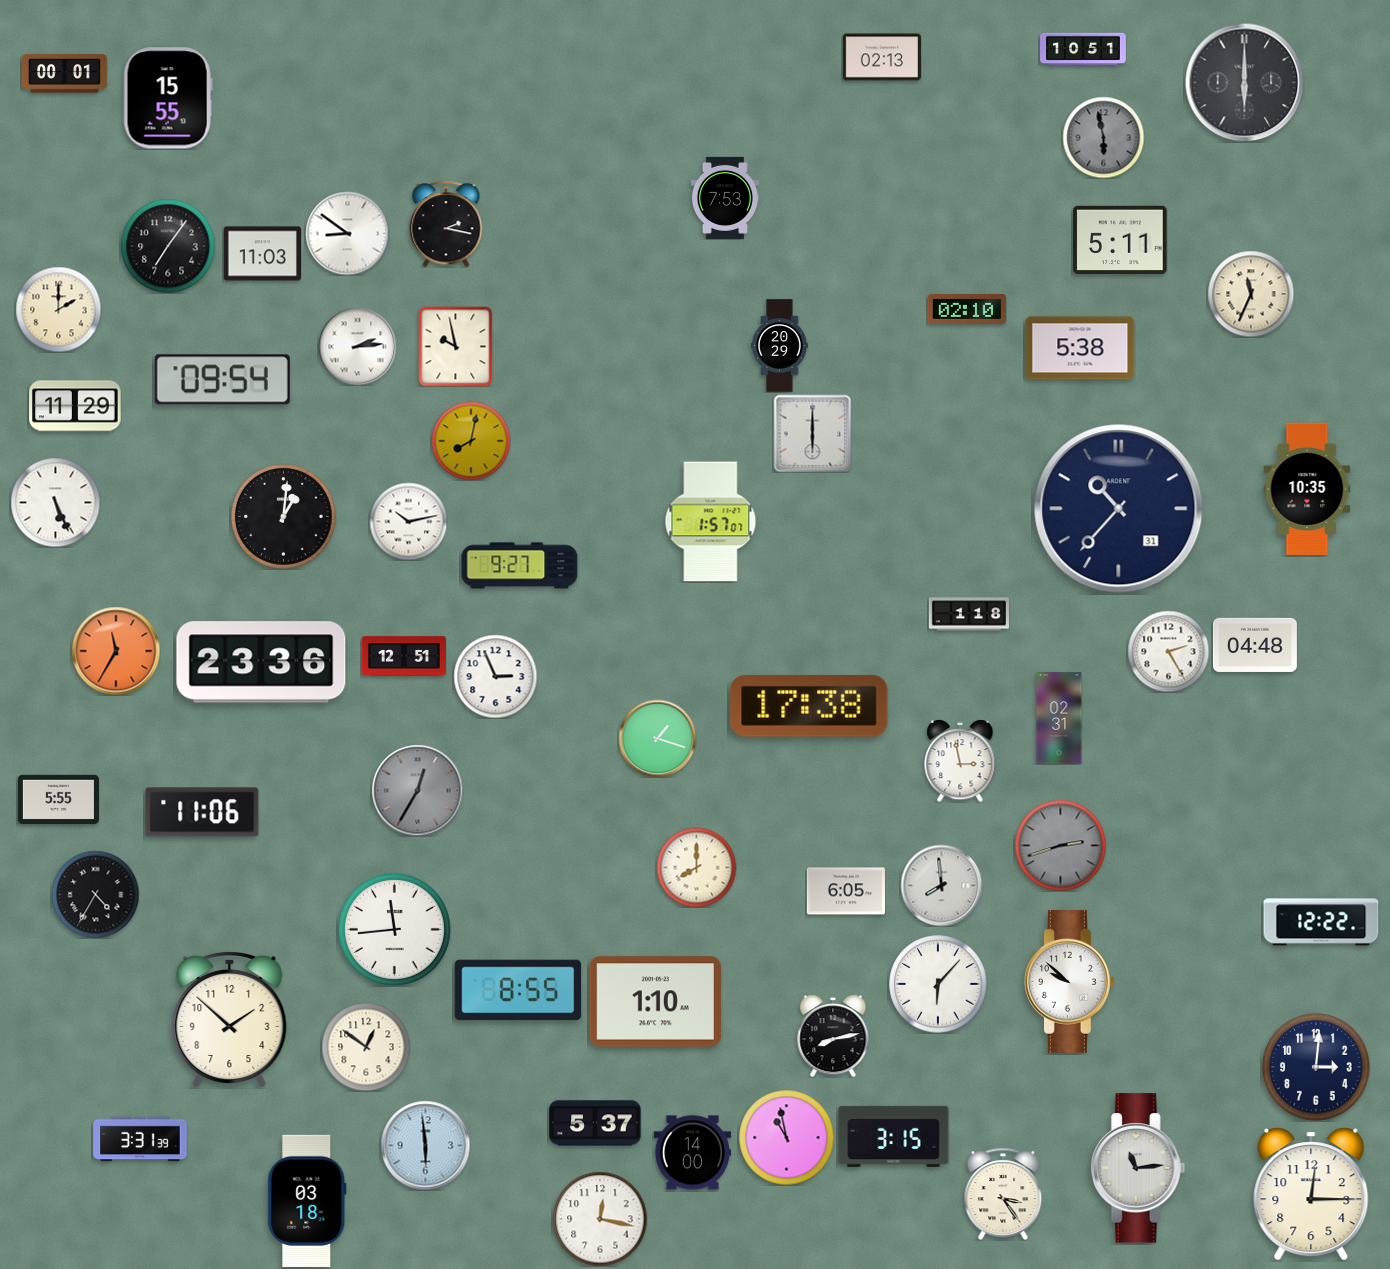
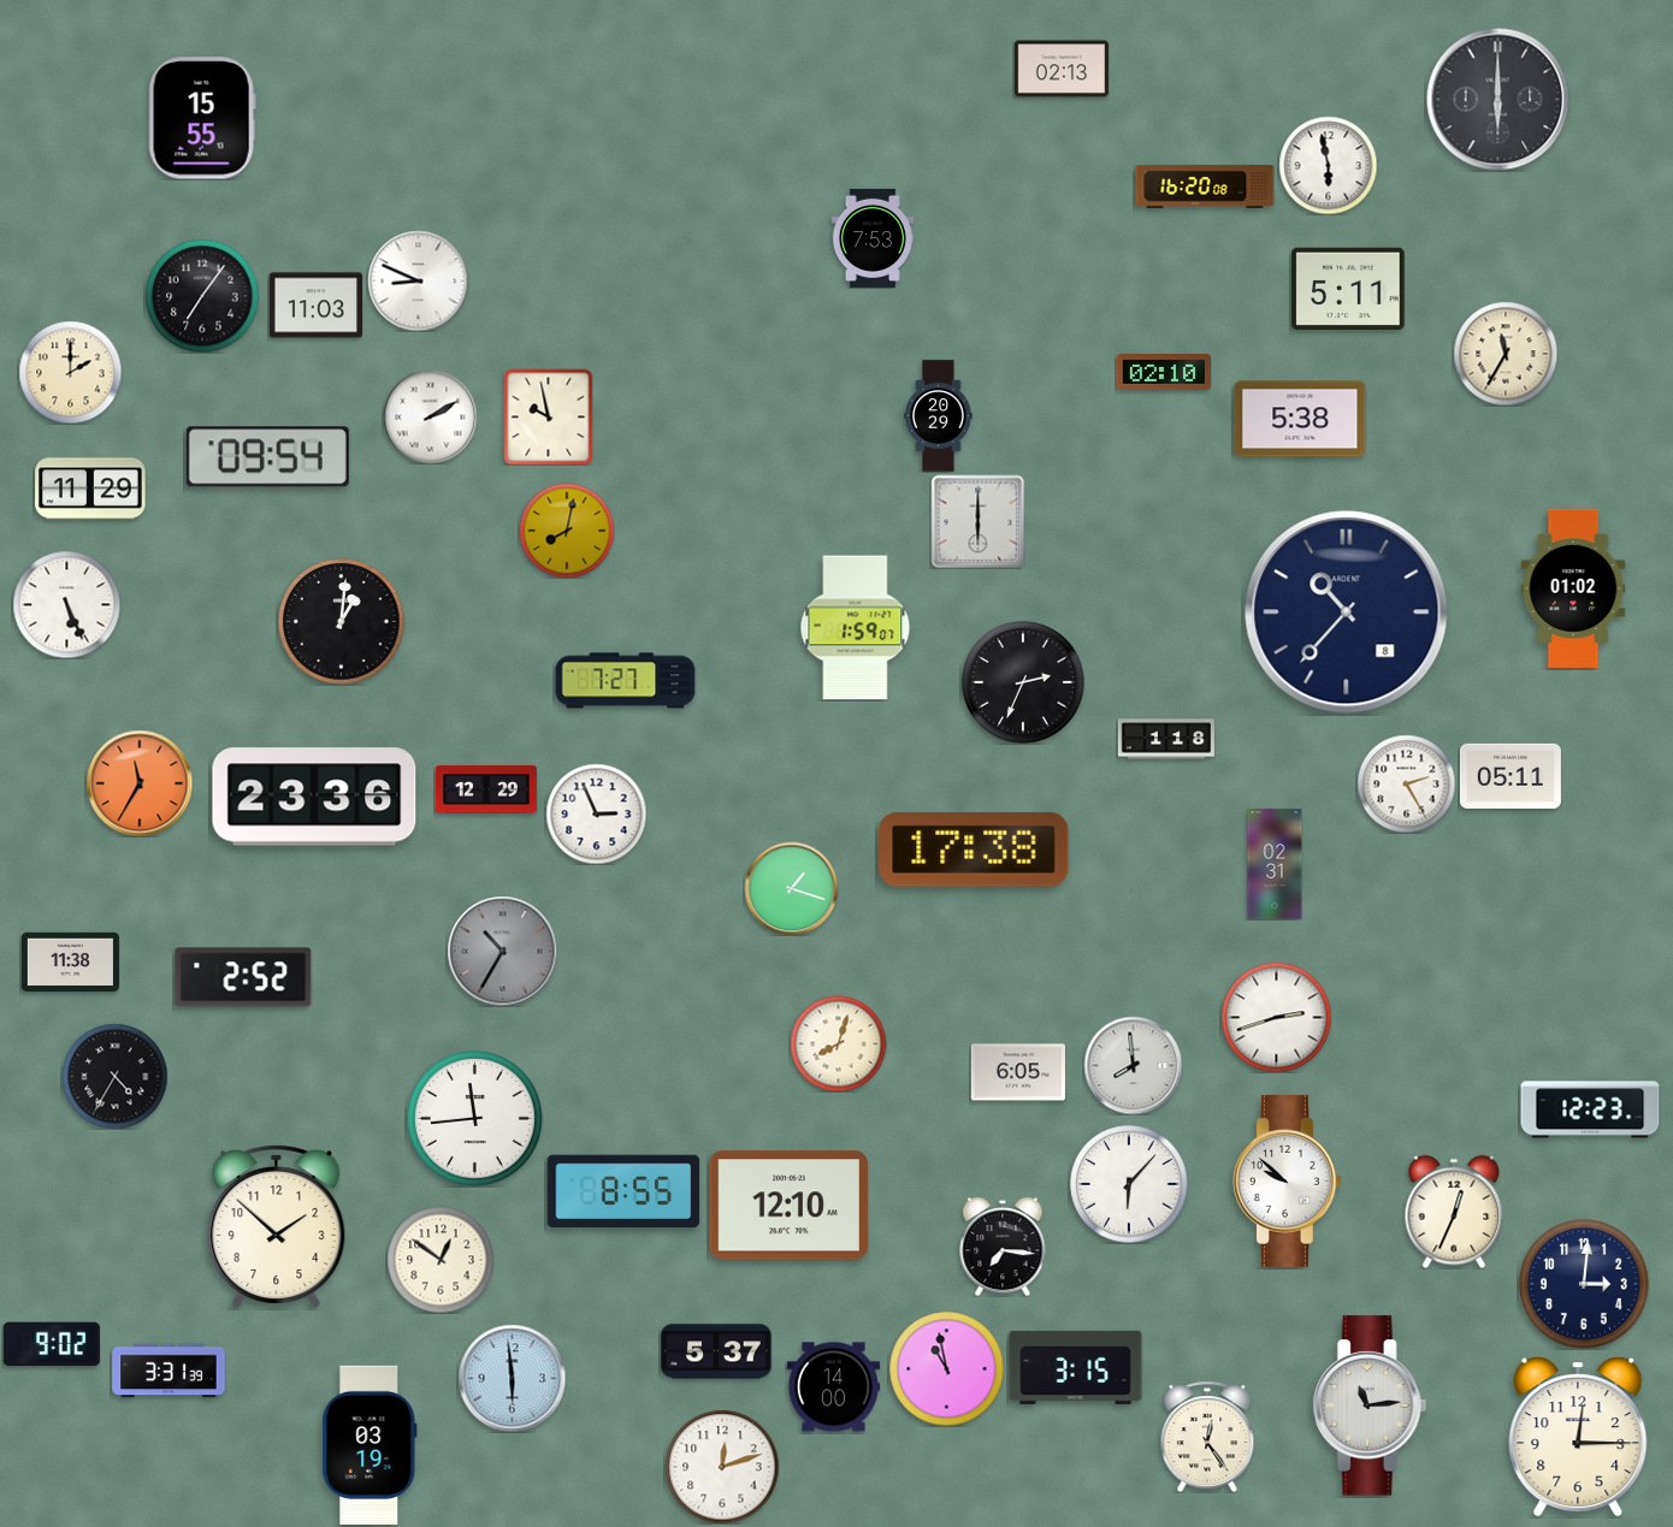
clock at (1084, 48): 10:51 -> none
clock at (64, 74): 00:01 -> none
clock at (1103, 137) dial: grey -> white
clock at (1205, 187): none -> 16:20
clock at (446, 224): 2:17 -> none
clock at (347, 233): 8:51 -> 8:49
clock at (1251, 294): 11:34 -> 11:35
clock at (357, 346): 2:14 -> 2:10
clock at (1307, 489): 10:35 -> 01:02
clock at (1119, 509) date: 31 -> 8
clock at (408, 521): 10:13 -> none
clock at (711, 522): 1:57 -> 1:59
clock at (520, 566): 9:27 -> 7:27
clock at (1023, 682): none -> 2:34
clock at (1255, 645): 04:48 -> 05:11
clock at (404, 656): 12:51 -> 12:29
clock at (960, 761): 2:58 -> none
clock at (417, 790): 12:35 -> 10:35
clock at (58, 800): 5:55 -> 11:38
clock at (202, 812): 11:06 -> 2:52
clock at (1060, 845) dial: grey -> white
clock at (696, 867): 8:00 -> 8:03
clock at (1321, 922): 12:22 -> 12:23
clock at (655, 1002): 1:10 -> 12:10
clock at (1454, 1212): none -> 12:34
clock at (833, 1036): 8:13 -> 7:16
clock at (52, 1344): none -> 9:02
clock at (1003, 1193): 3:24 -> 12:24
clock at (307, 1201): 03:18 -> 03:19
clock at (600, 1219): 12:17 -> 12:12
